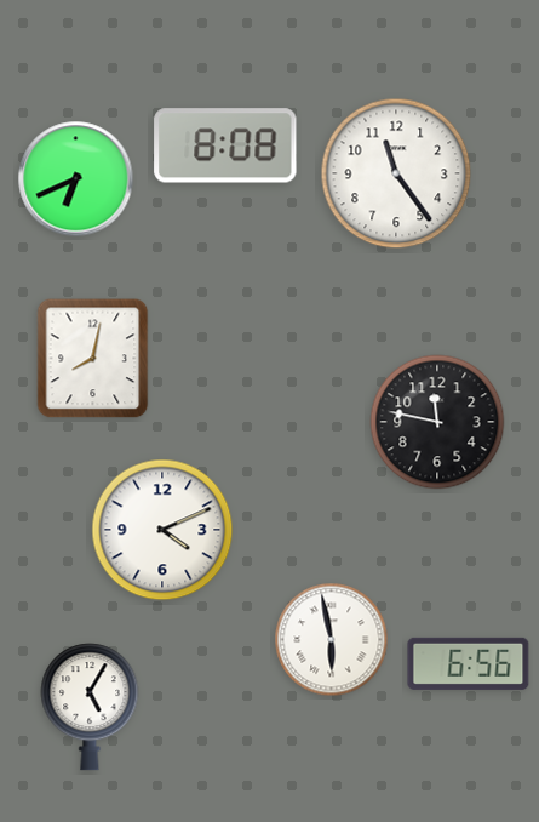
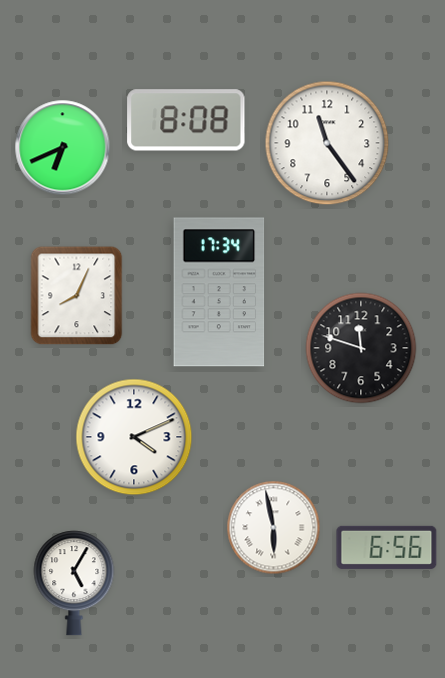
clock at (219, 292): none -> 17:34
clock at (93, 359): 8:02 -> 8:04
clock at (437, 422): 11:47 -> 11:48
